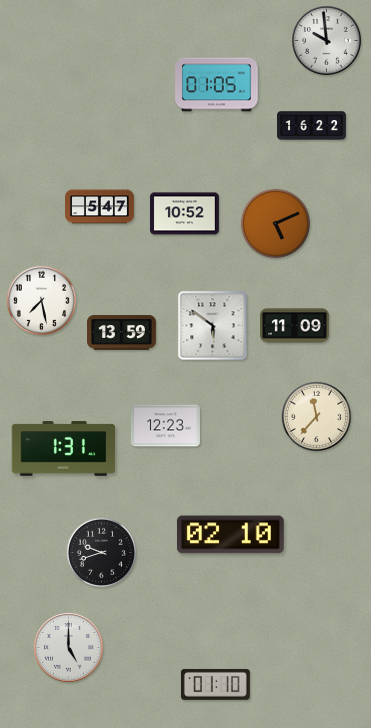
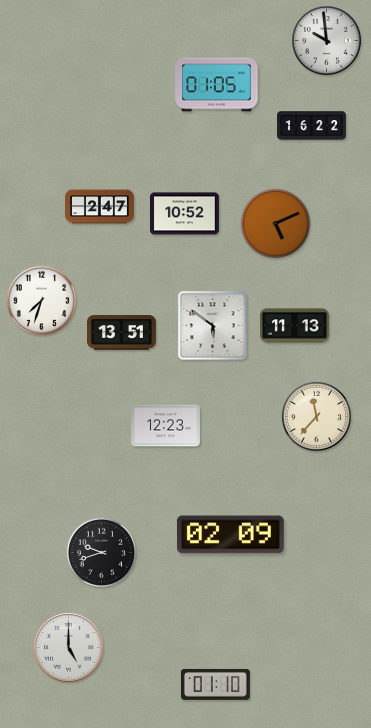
clock at (100, 207): 5:47 -> 2:47
clock at (41, 300): 7:28 -> 7:33
clock at (295, 326): 11:09 -> 11:13
clock at (122, 333): 13:59 -> 13:51
clock at (64, 449): 1:31 -> none
clock at (231, 535): 02:10 -> 02:09
